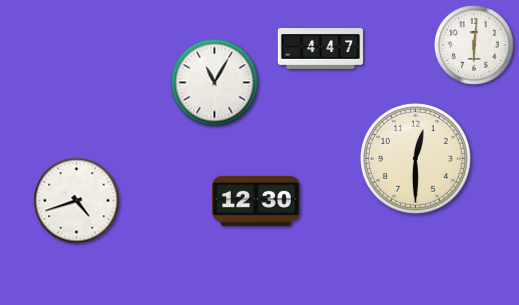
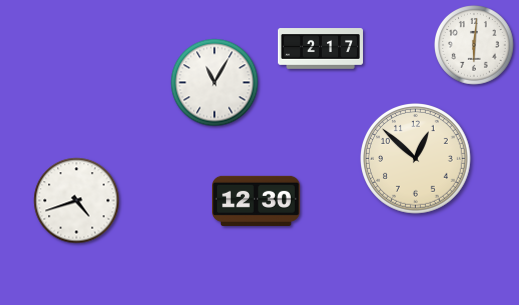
clock at (320, 49): 4:47 -> 2:17
clock at (416, 159): 12:30 -> 12:52
